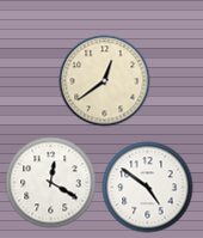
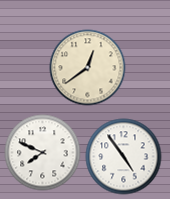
clock at (51, 183): 12:20 -> 7:49
clock at (148, 188): 4:51 -> 4:54
